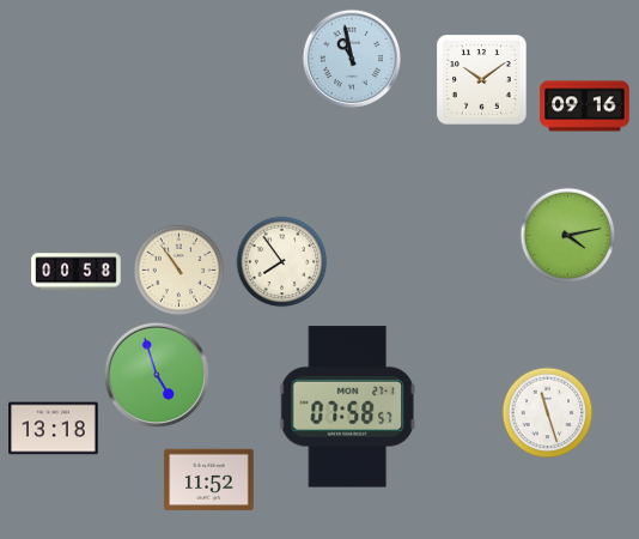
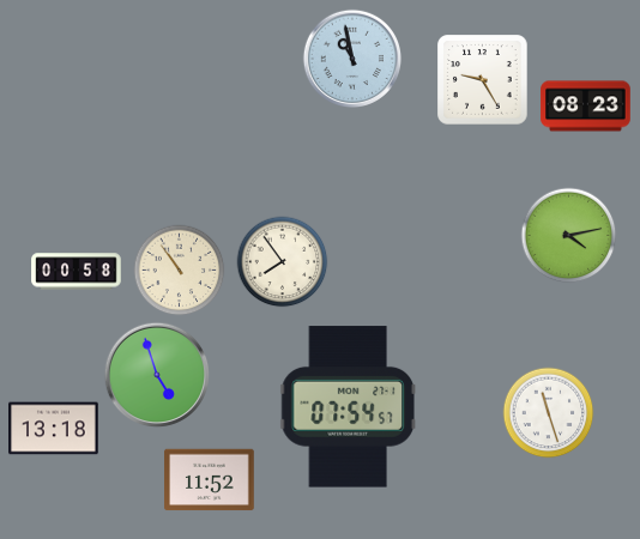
clock at (482, 80): 10:09 -> 9:25
clock at (585, 107): 09:16 -> 08:23
clock at (347, 407): 07:58 -> 07:54
